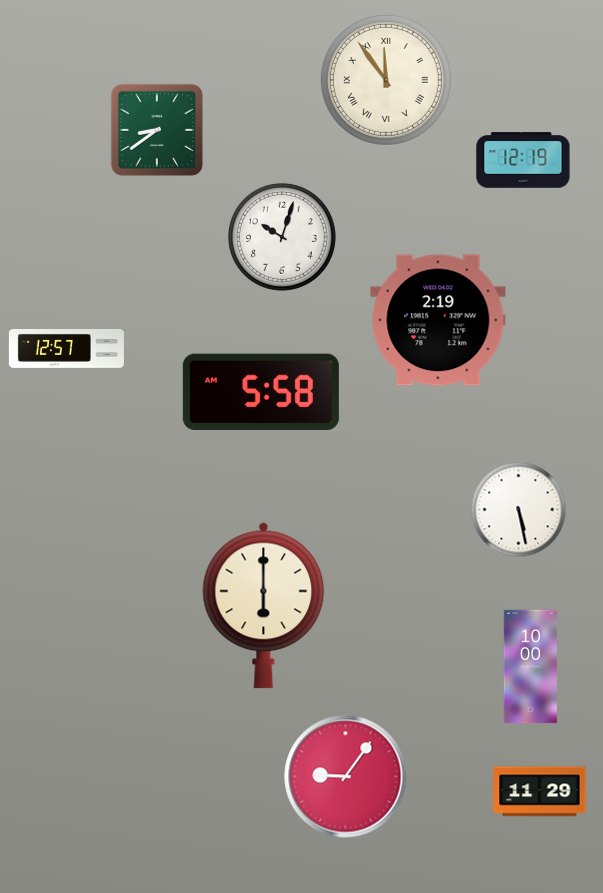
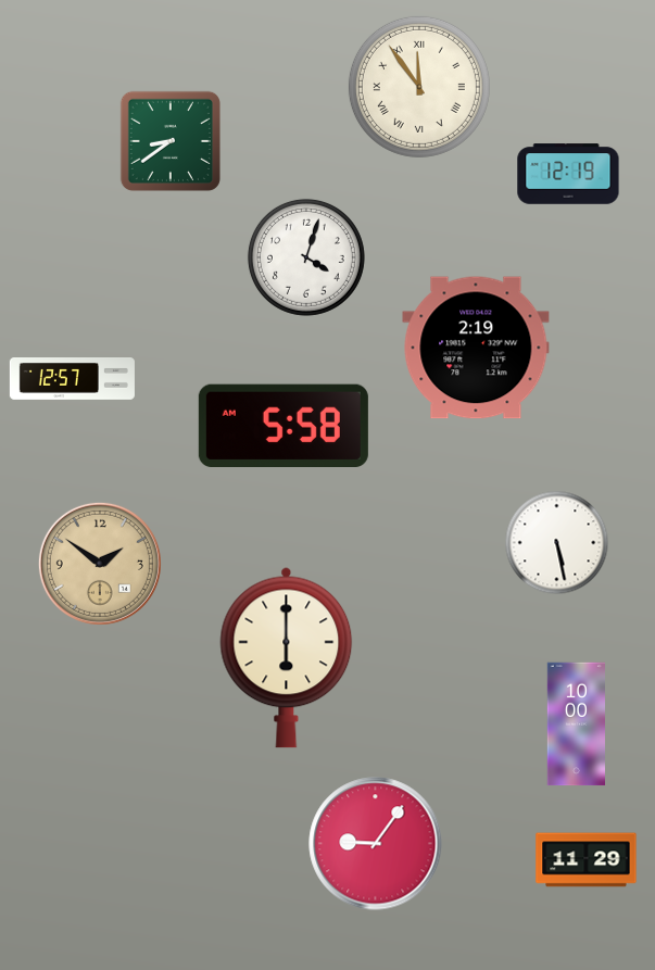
clock at (282, 237): 10:03 -> 4:03
clock at (519, 510) position: (519, 510) -> (557, 543)
clock at (100, 564): none -> 1:51
